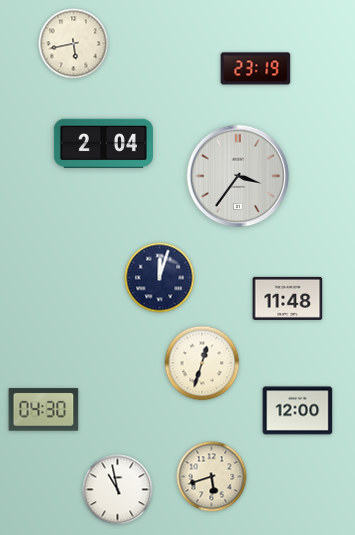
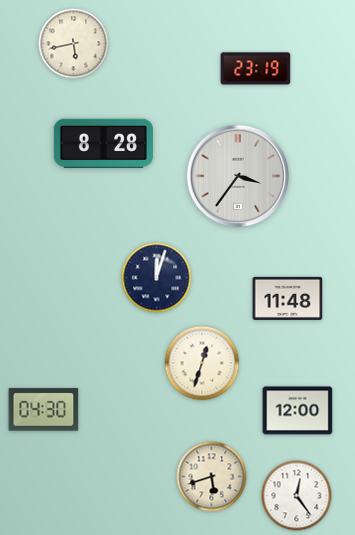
clock at (103, 144): 2:04 -> 8:28
clock at (160, 278) position: (160, 278) -> (157, 278)
clock at (118, 490): 10:58 -> none
clock at (297, 496): none -> 12:24
